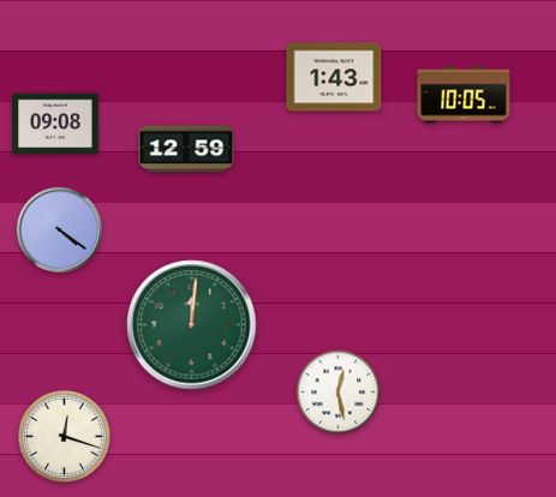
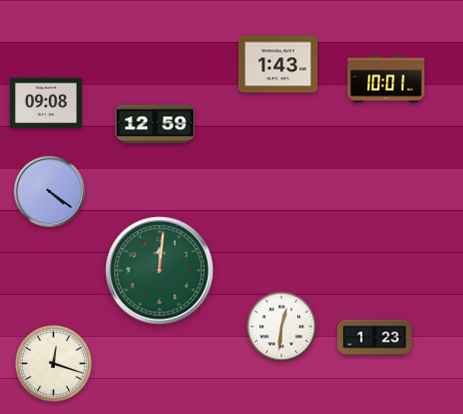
clock at (464, 95): 10:05 -> 10:01
clock at (339, 393): 12:28 -> 12:31
clock at (375, 338): none -> 1:23
